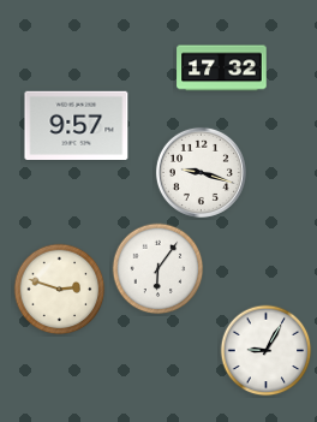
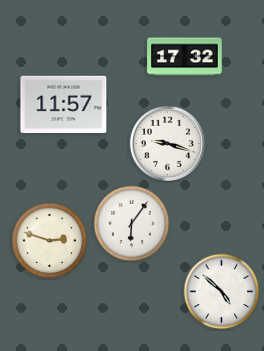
clock at (77, 125): 9:57 -> 11:57
clock at (267, 351): 9:05 -> 4:52
